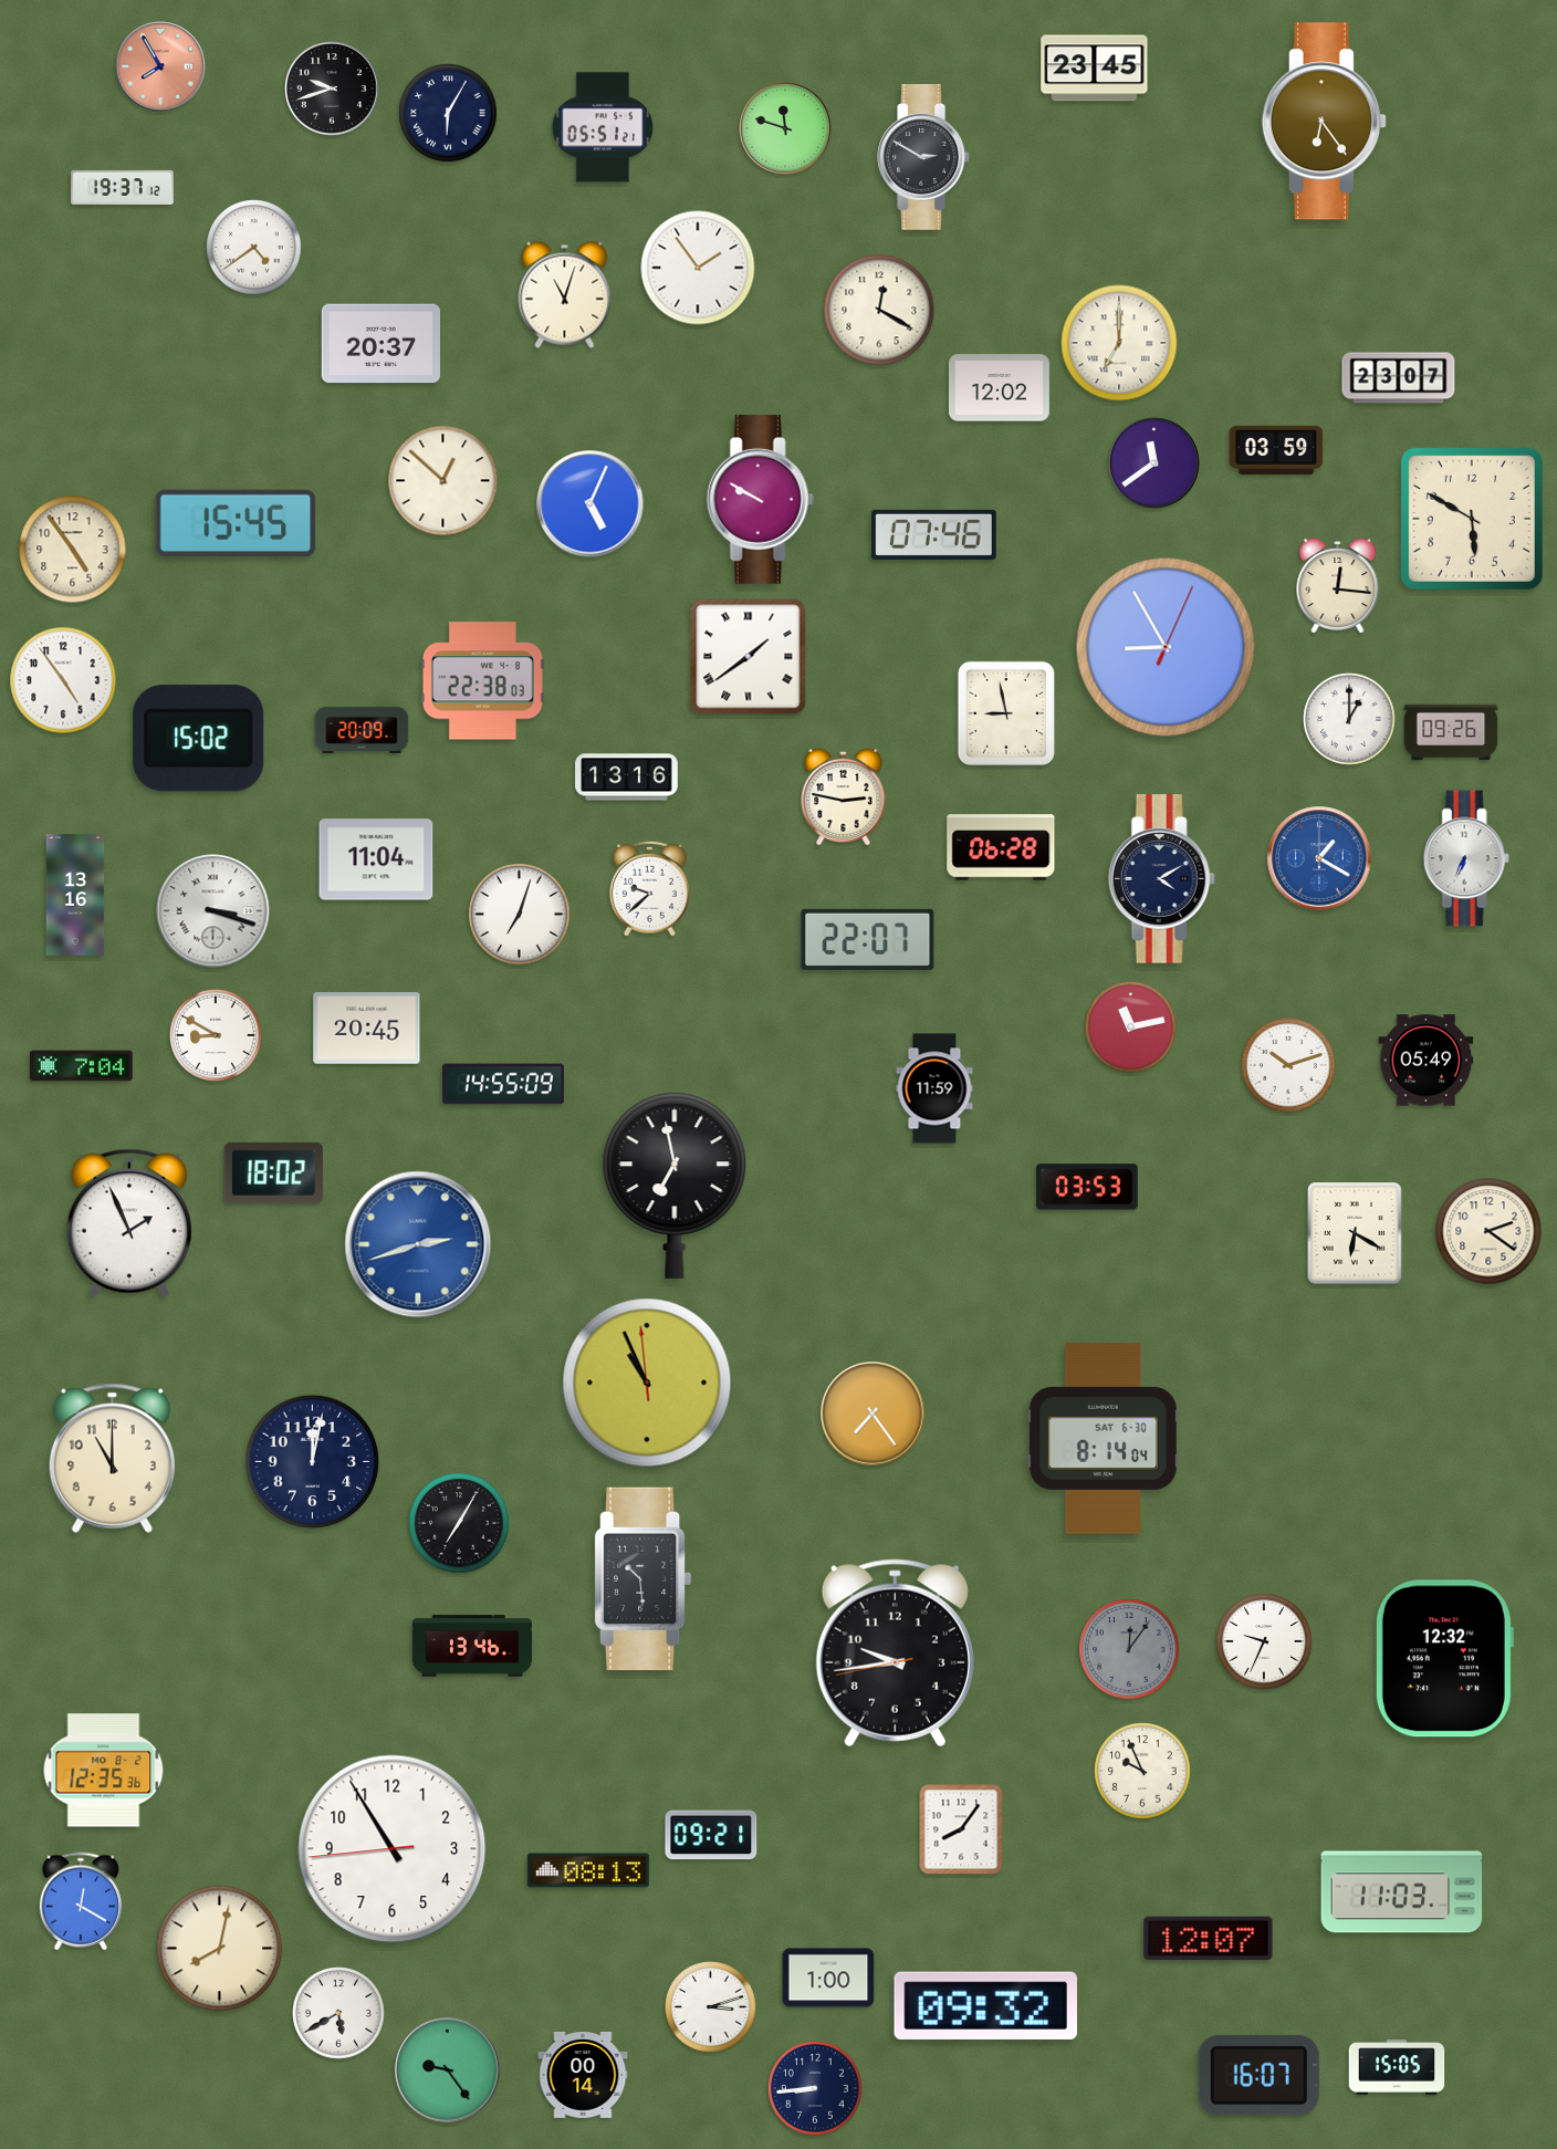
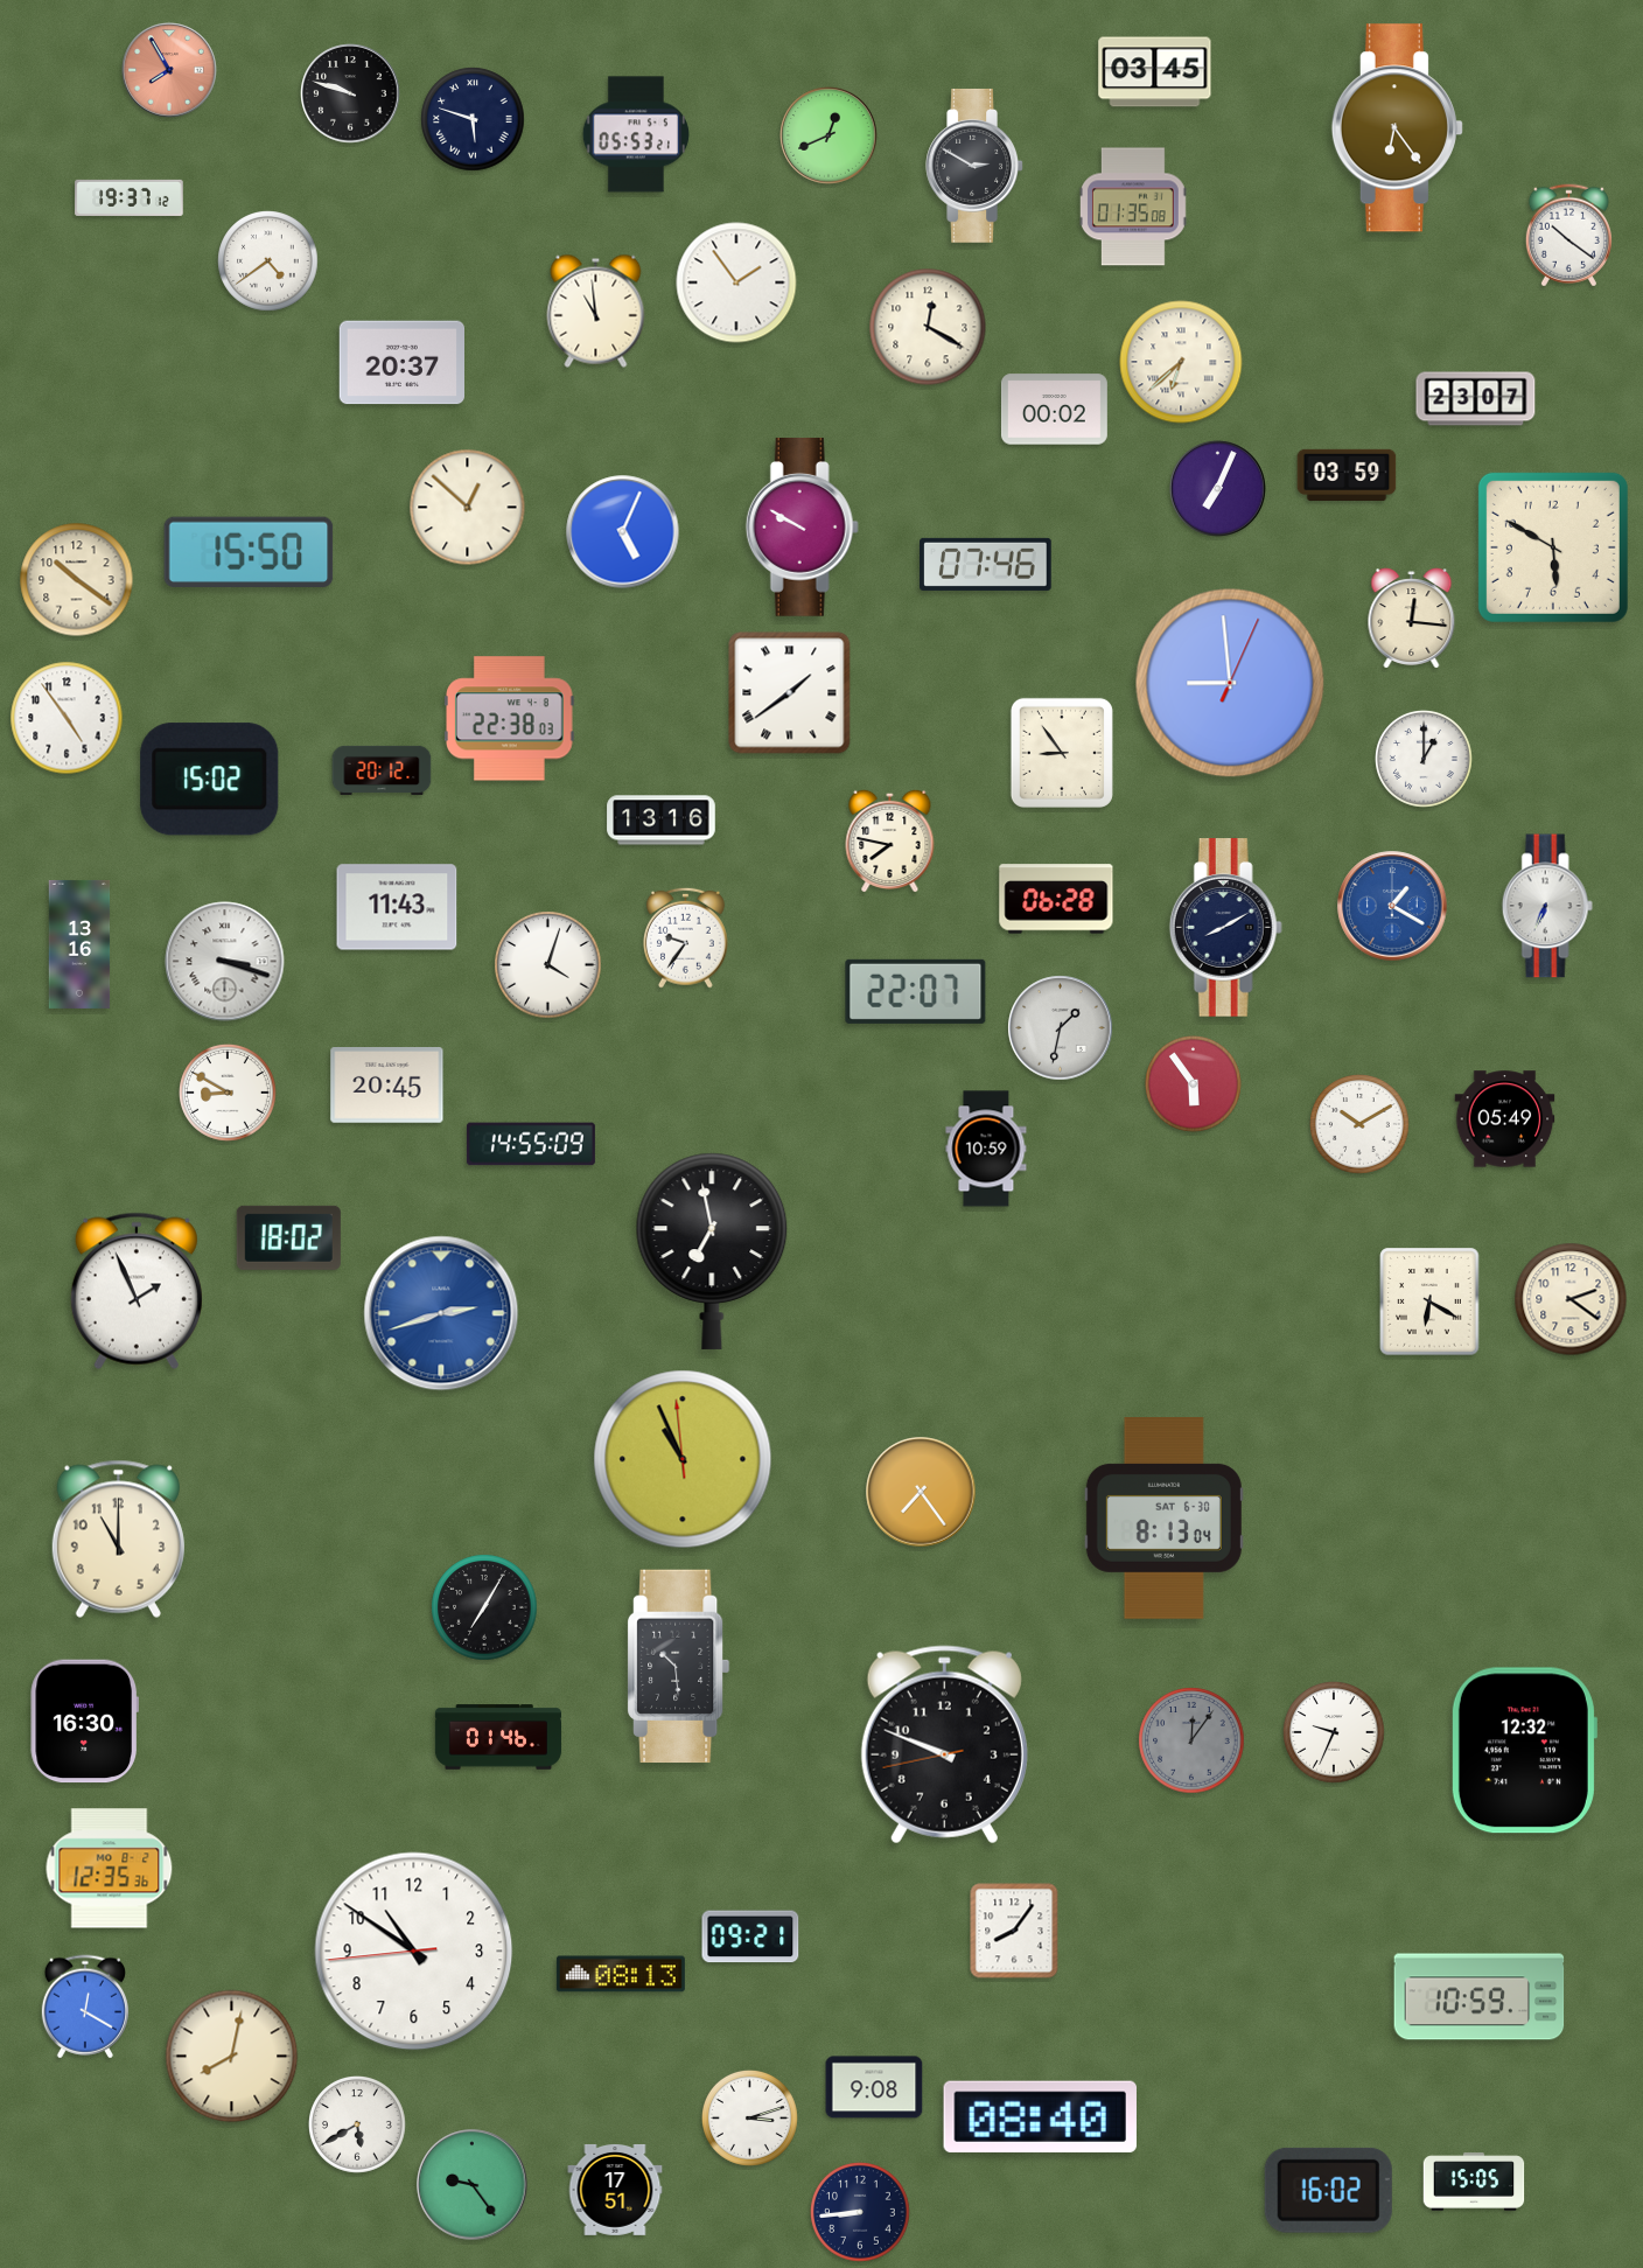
clock at (1095, 69): 23:45 -> 03:45
clock at (332, 88): 9:42 -> 9:48
clock at (448, 113): 6:05 -> 5:48
clock at (603, 127): 05:51 -> 05:53
clock at (785, 128): 11:48 -> 12:41
clock at (1133, 207): none -> 01:35
clock at (1568, 236): none -> 10:21
clock at (565, 294): 11:03 -> 10:59
clock at (1119, 343): 7:00 -> 6:38
clock at (999, 388): 12:02 -> 00:02
clock at (1154, 463): 11:39 -> 7:04
clock at (236, 523): 15:45 -> 15:50
clock at (73, 550): 4:54 -> 10:21
clock at (1166, 647): 8:55 -> 8:59
clock at (1006, 713): 8:58 -> 8:54
clock at (362, 730): 20:09 -> 20:12
clock at (1451, 732): 09:26 -> none
clock at (844, 796): 2:47 -> 7:47
clock at (1001, 847) position: (1001, 847) -> (1056, 899)
clock at (376, 859): 11:04 -> 11:43
clock at (1161, 879): 4:10 -> 8:10
clock at (649, 888): 9:38 -> 9:36
clock at (520, 915): 7:03 -> 4:03
clock at (1061, 1028): none -> 1:32
clock at (1130, 1026): 11:13 -> 5:54
clock at (1288, 1065): 10:12 -> 10:10
clock at (82, 1066): 7:04 -> none
clock at (934, 1088): 11:59 -> 10:59
clock at (1087, 1187): 03:53 -> none
clock at (1103, 1439): 8:14 -> 8:13
clock at (313, 1462): 12:02 -> none
clock at (84, 1722): none -> 16:30
clock at (472, 1646): 13:46 -> 01:46
clock at (895, 1654): 9:43 -> 9:48
clock at (1142, 1771): 9:56 -> none
clock at (393, 1849): 10:54 -> 10:50
clock at (1402, 1892): 11:03 -> 10:59
clock at (1209, 1939): 12:07 -> none
clock at (828, 1978): 1:00 -> 9:08
clock at (985, 2005): 09:32 -> 08:40
clock at (583, 2075): 00:14 -> 17:51
clock at (1258, 2075): 16:07 -> 16:02
clock at (815, 2088) position: (815, 2088) -> (860, 2212)
